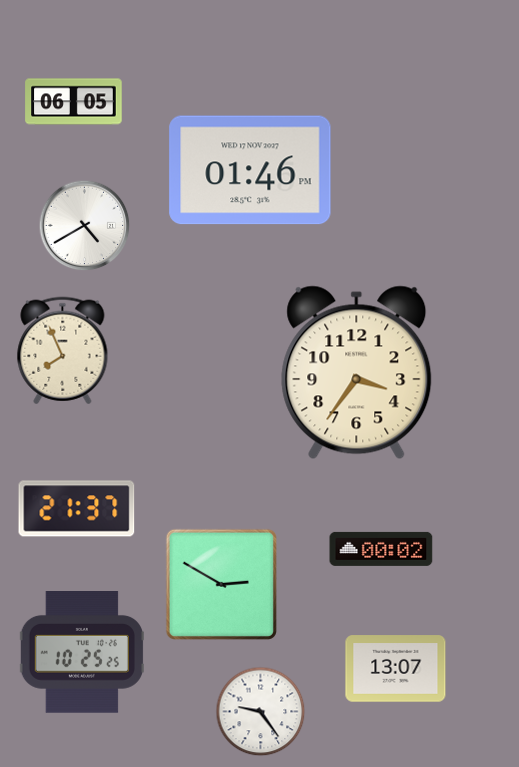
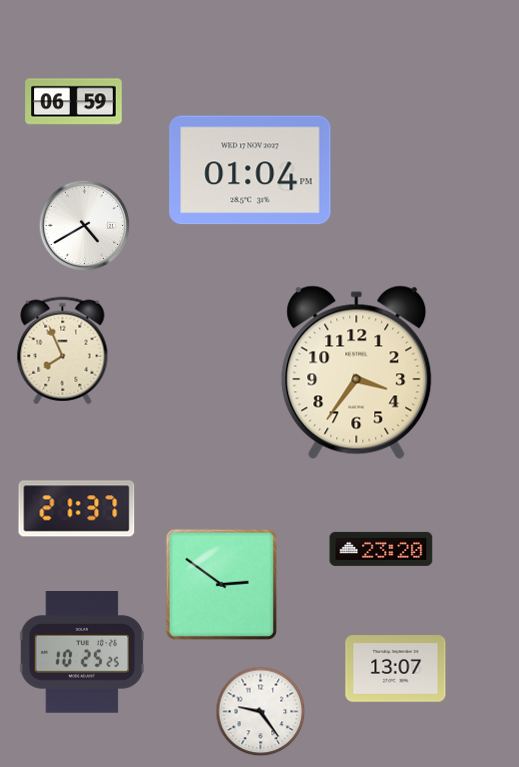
clock at (74, 102): 06:05 -> 06:59
clock at (250, 170): 01:46 -> 01:04
clock at (381, 549): 00:02 -> 23:20
clock at (221, 584): 2:50 -> 2:51
